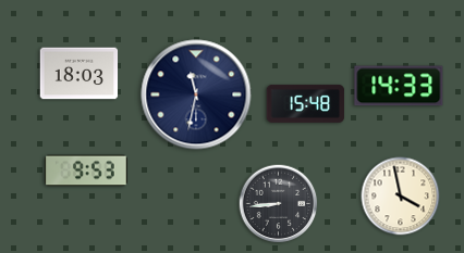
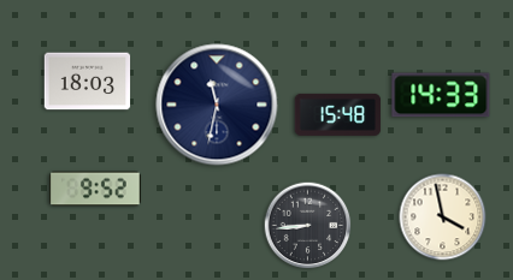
clock at (86, 170): 9:53 -> 9:52
